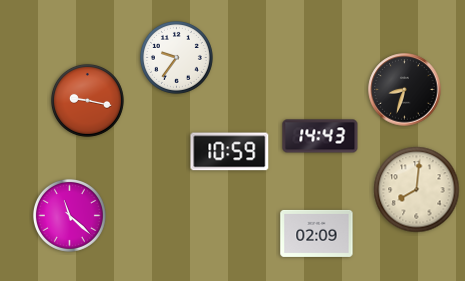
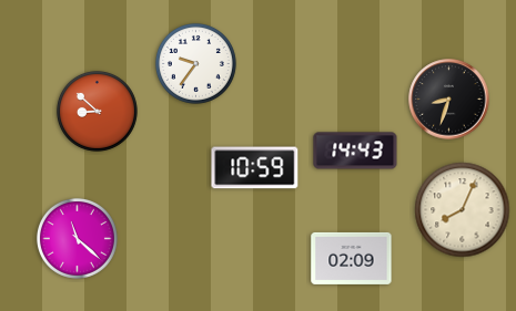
clock at (87, 100): 9:17 -> 8:52
clock at (417, 190): 8:01 -> 8:04
